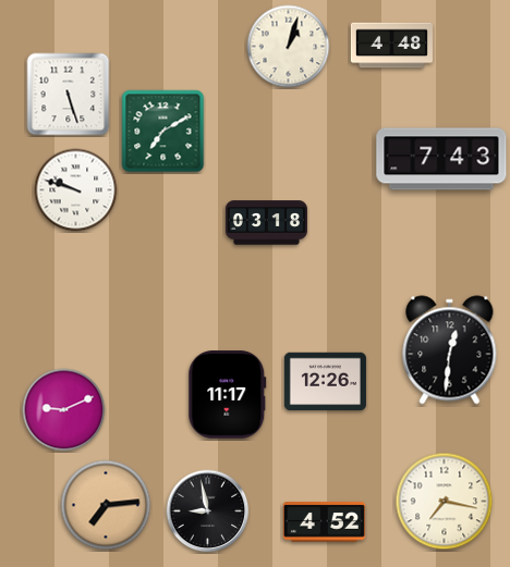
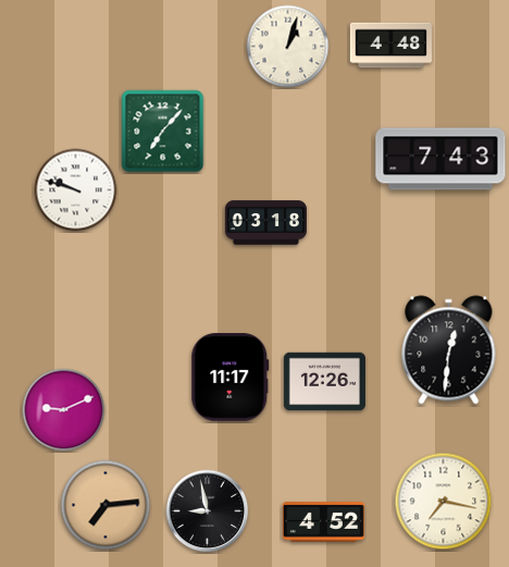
clock at (69, 95): 5:27 -> none
clock at (163, 132): 7:10 -> 7:07
clock at (228, 395) position: (228, 395) -> (231, 378)
